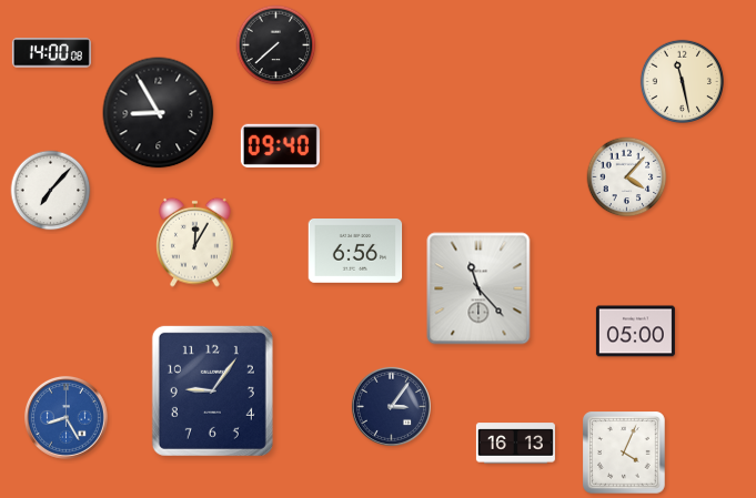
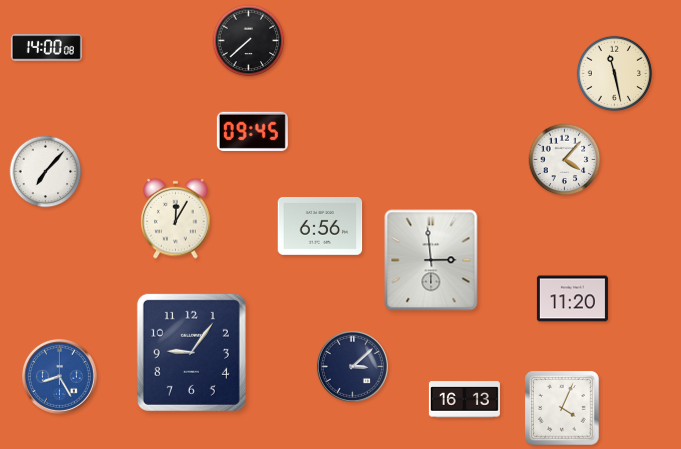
clock at (159, 113): 8:55 -> none
clock at (280, 145): 09:40 -> 09:45
clock at (478, 288): 11:23 -> 2:59
clock at (635, 332): 05:00 -> 11:20
clock at (391, 406): 3:06 -> 3:08
